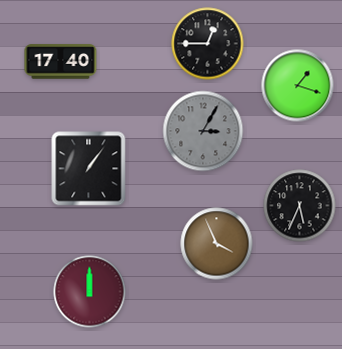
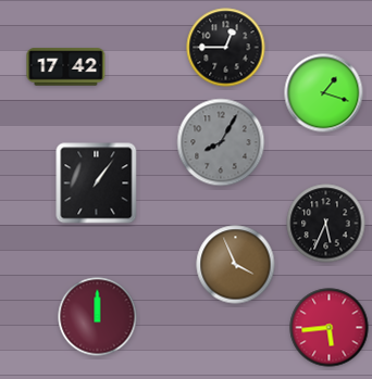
clock at (61, 62): 17:40 -> 17:42
clock at (203, 131): 3:05 -> 8:05
clock at (330, 328): none -> 5:44
